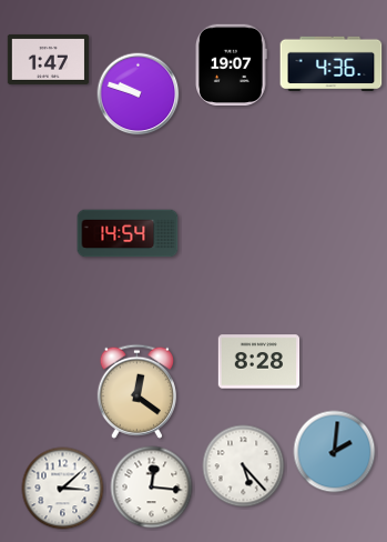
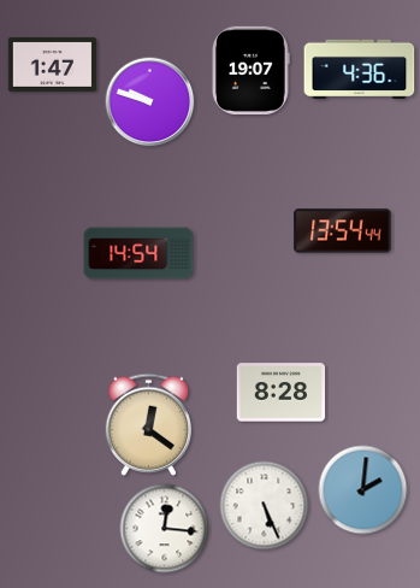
clock at (343, 231): none -> 13:54
clock at (244, 466): 5:23 -> 5:26
clock at (63, 489): 3:08 -> none
